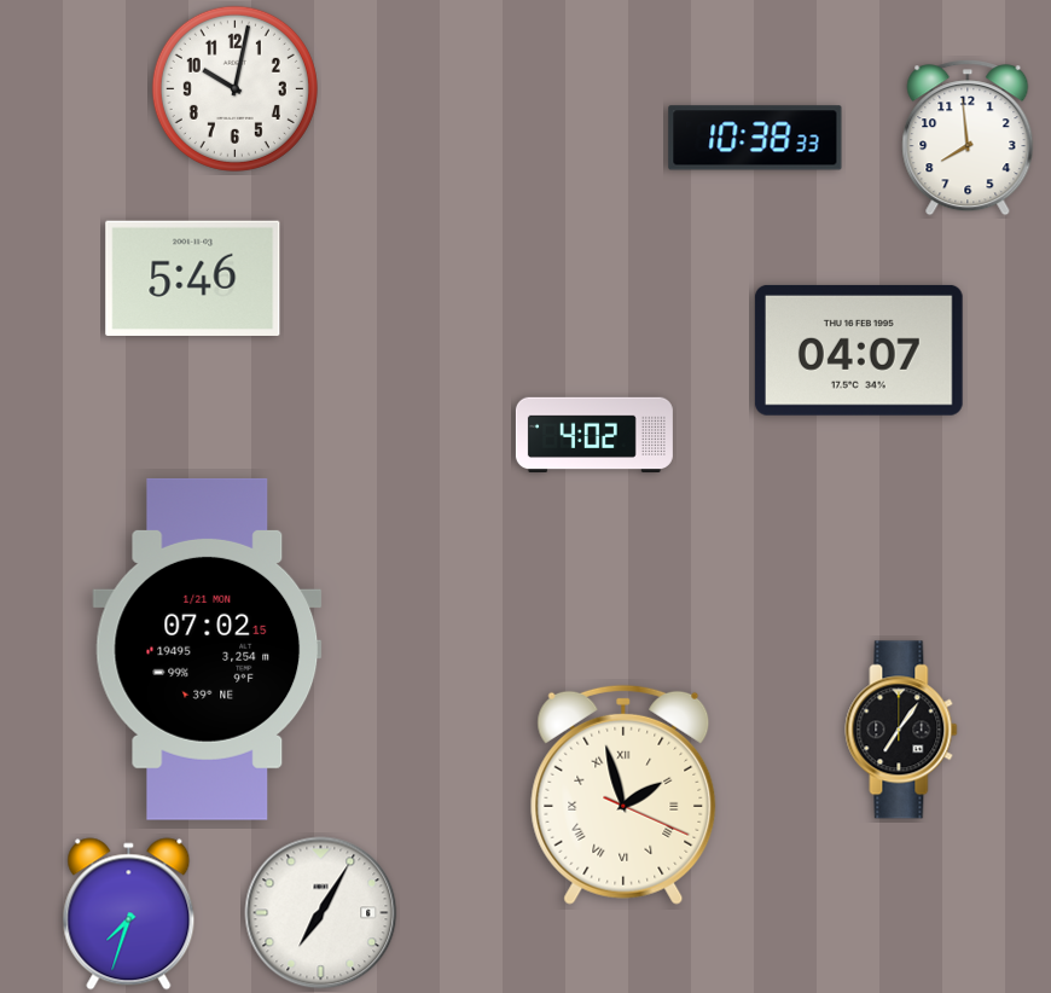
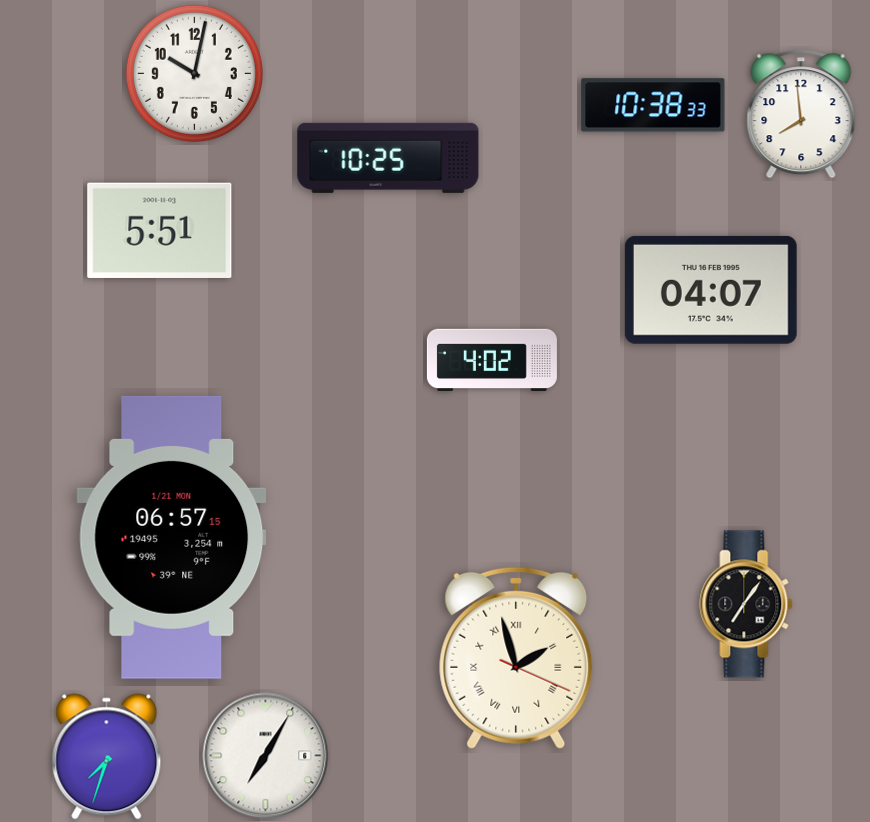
clock at (755, 138) position: (755, 138) -> (653, 105)
clock at (388, 158): none -> 10:25
clock at (193, 278): 5:46 -> 5:51
clock at (208, 649): 07:02 -> 06:57
